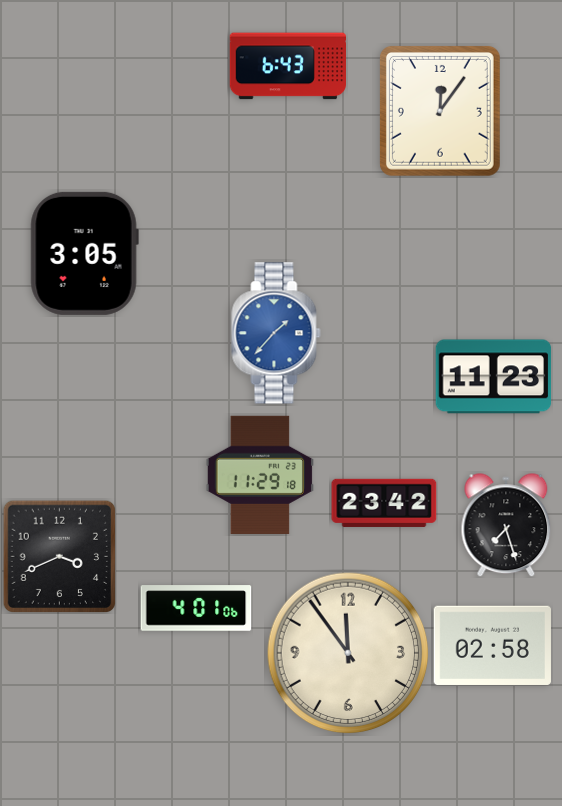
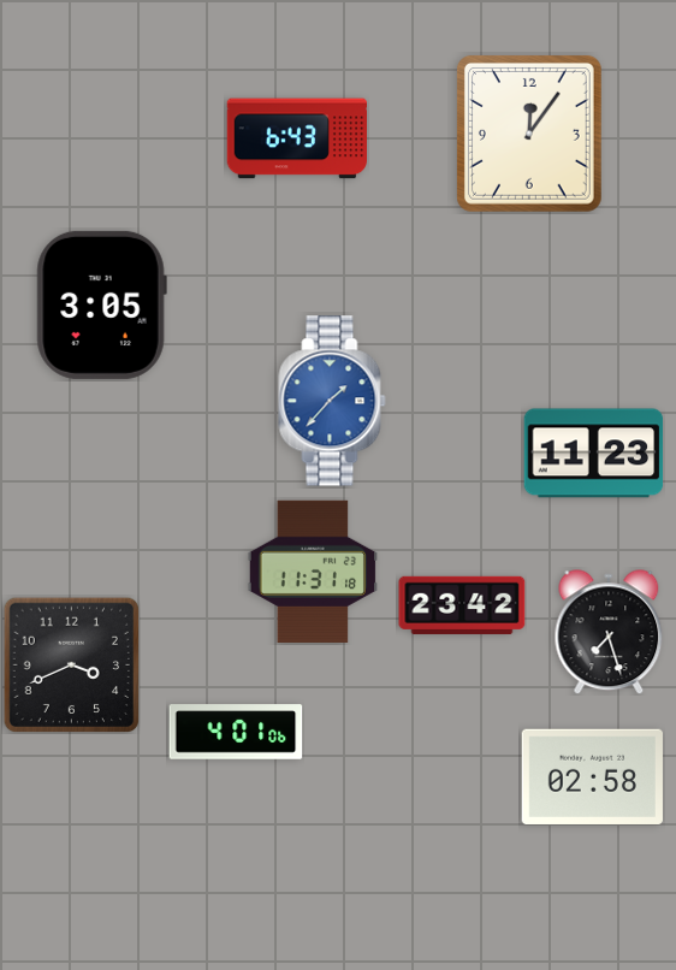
clock at (287, 66) position: (287, 66) -> (296, 138)
clock at (259, 475): 11:29 -> 11:31
clock at (59, 556) position: (59, 556) -> (71, 664)
clock at (348, 653): 11:54 -> none
